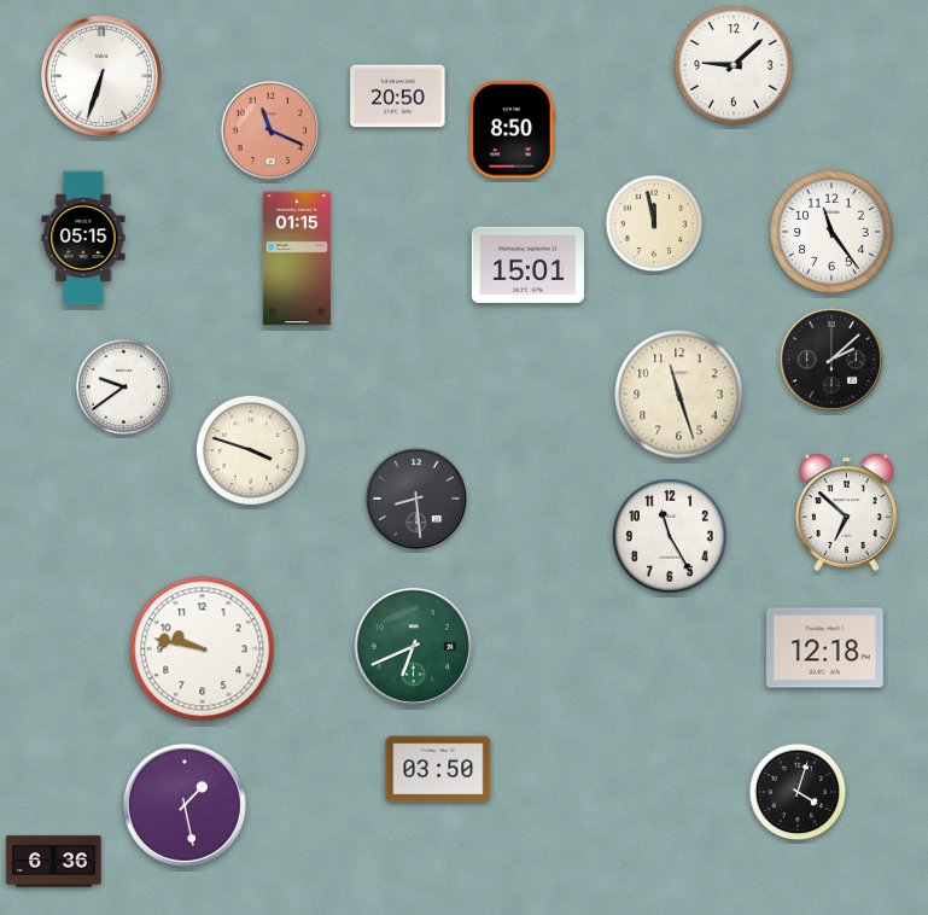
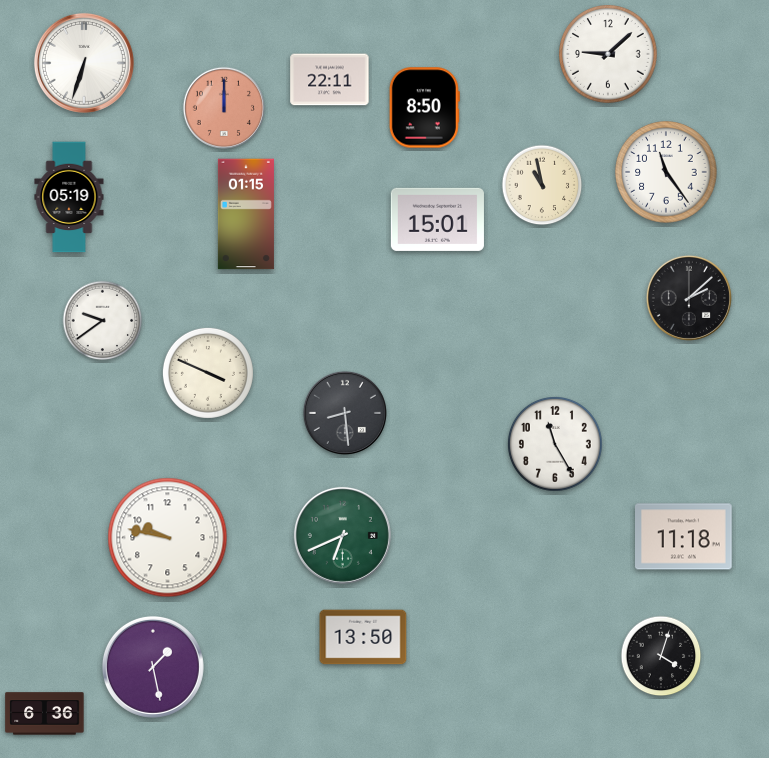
clock at (398, 97): 20:50 -> 22:11
clock at (270, 130): 11:19 -> 12:00
clock at (654, 223): 11:58 -> 10:58
clock at (831, 232) position: (831, 232) -> (666, 172)
clock at (83, 238): 05:15 -> 05:19
clock at (679, 395): 11:27 -> none
clock at (251, 450): 3:48 -> 3:49
clock at (846, 512): 6:52 -> none
clock at (825, 648): 12:18 -> 11:18
clock at (438, 769): 03:50 -> 13:50
